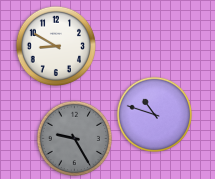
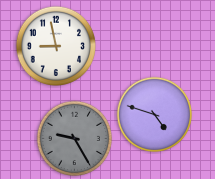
clock at (55, 45): 8:50 -> 8:58
clock at (155, 115): 10:48 -> 4:48
